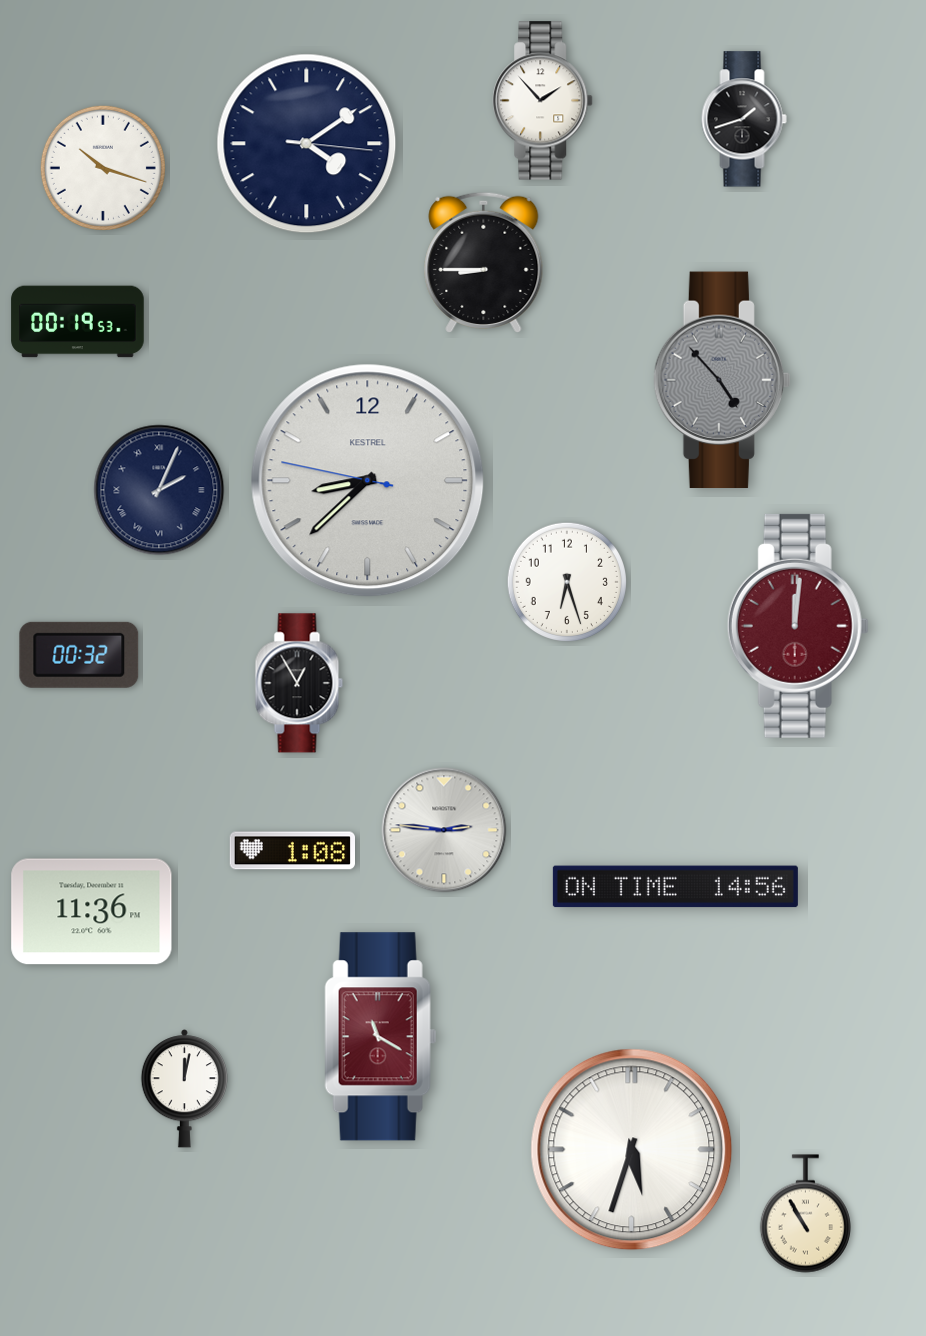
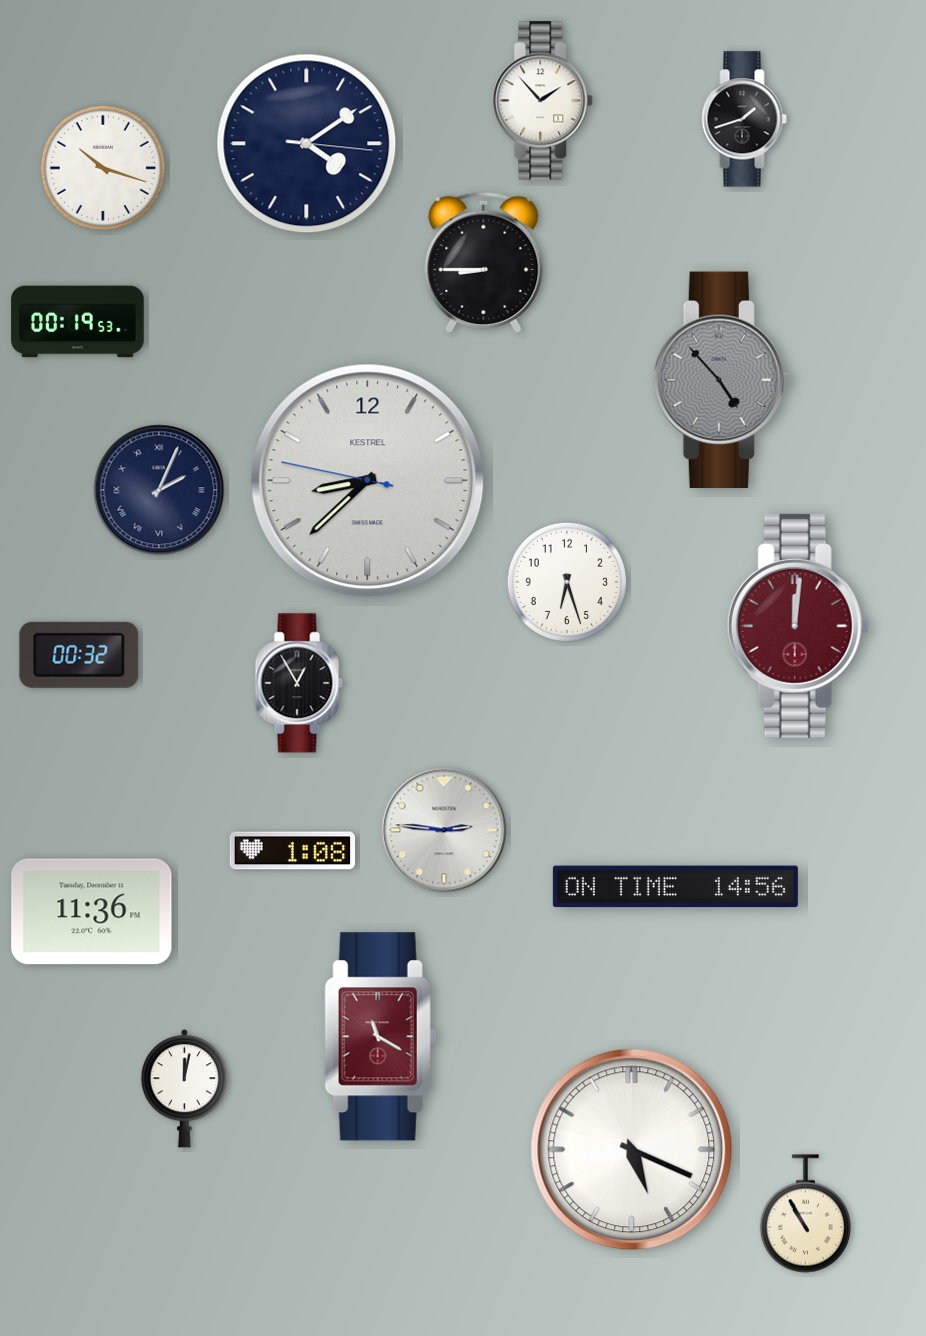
clock at (632, 1150): 5:33 -> 5:19
